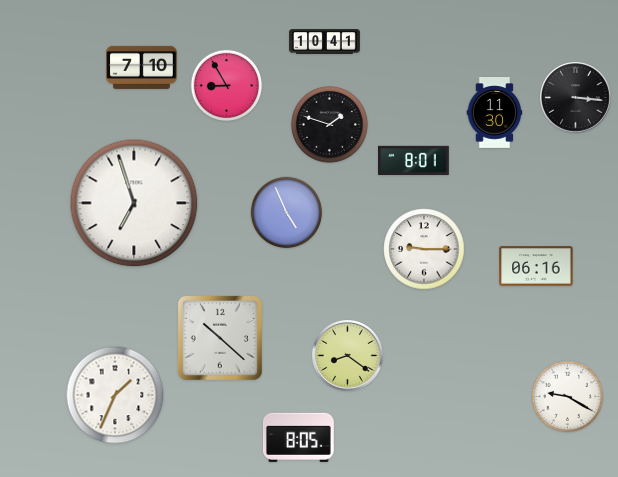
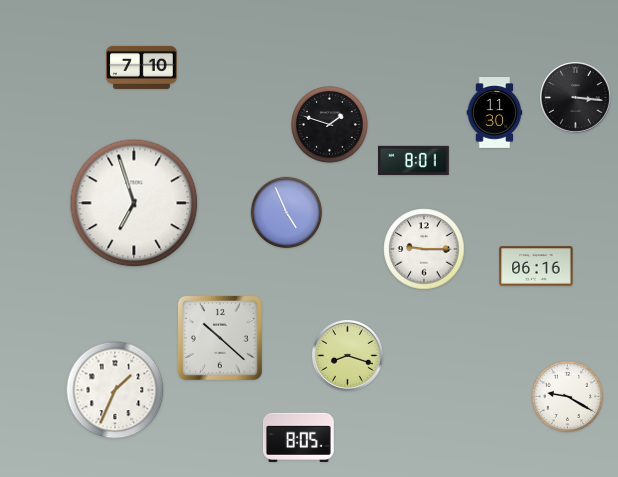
clock at (325, 42): 10:41 -> none
clock at (227, 86): 8:55 -> none
clock at (348, 356): 8:21 -> 8:18
clock at (115, 395) position: (115, 395) -> (115, 390)
